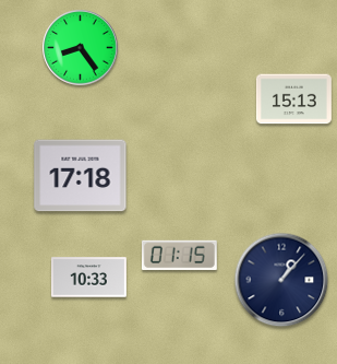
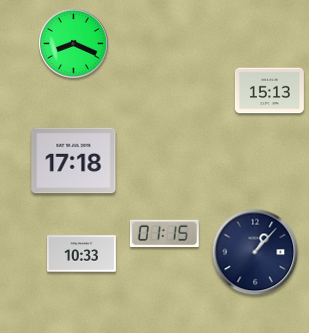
clock at (81, 48): 8:24 -> 8:19
clock at (281, 280) position: (281, 280) -> (255, 252)
